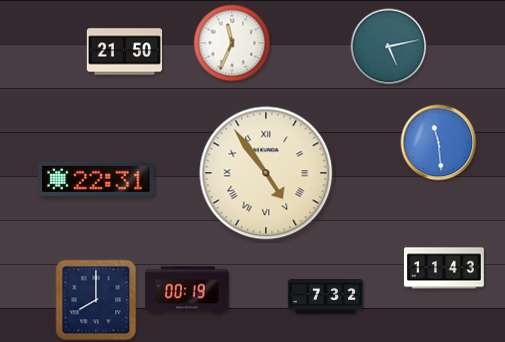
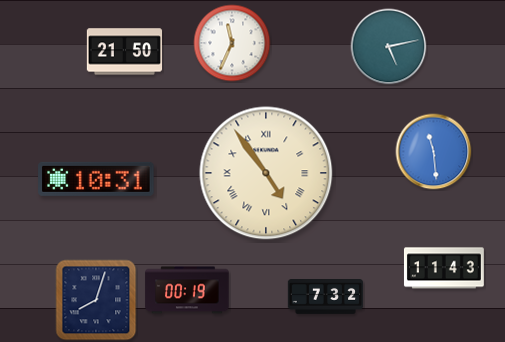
clock at (439, 143) position: (439, 143) -> (434, 152)
clock at (96, 179): 22:31 -> 10:31
clock at (96, 300): 8:00 -> 8:03
